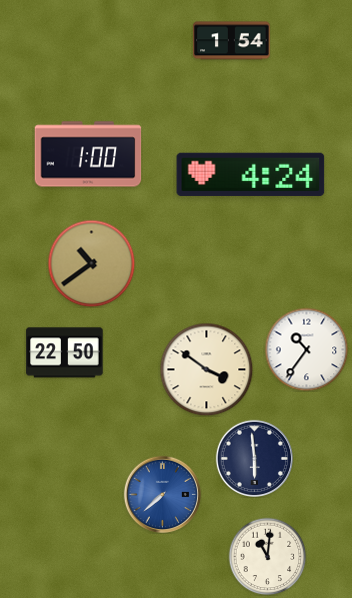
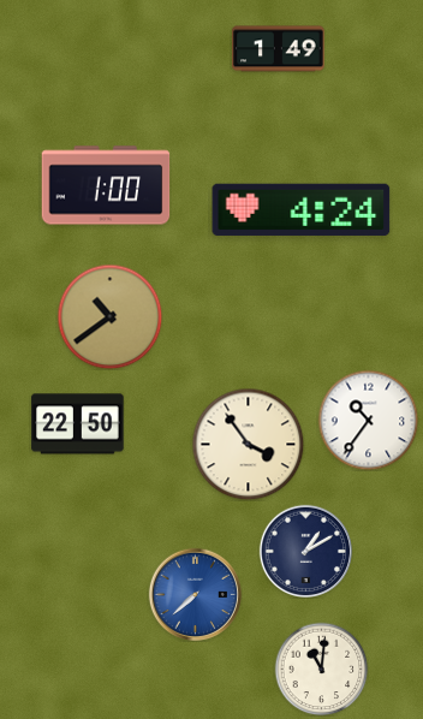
clock at (232, 41): 1:54 -> 1:49
clock at (206, 369): 3:51 -> 3:54
clock at (254, 458): 5:59 -> 1:10
